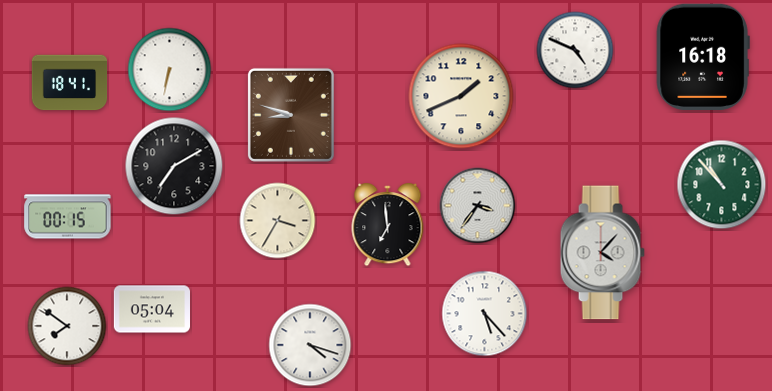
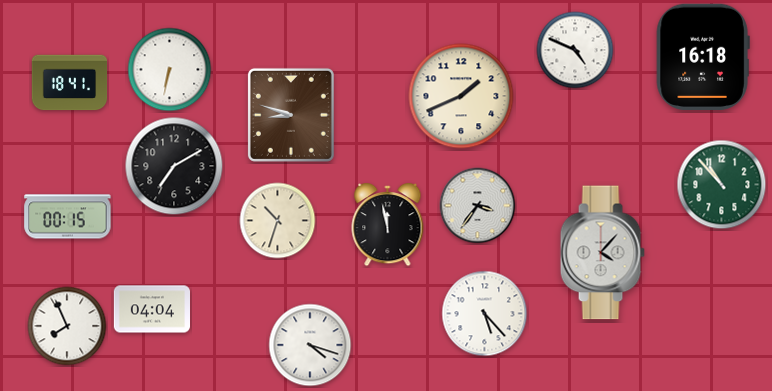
clock at (278, 221): 3:35 -> 10:33
clock at (388, 225): 6:59 -> 11:58
clock at (151, 309): 05:04 -> 04:04
clock at (67, 326): 7:51 -> 7:56
